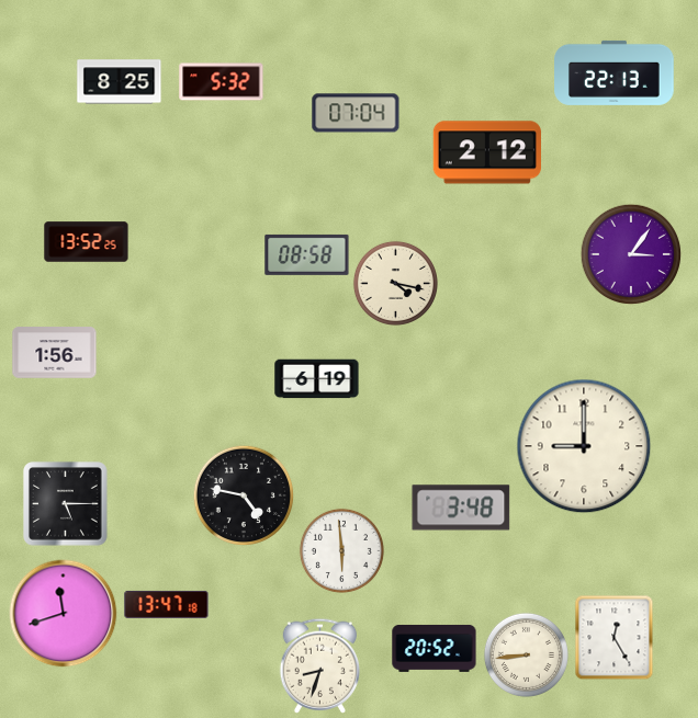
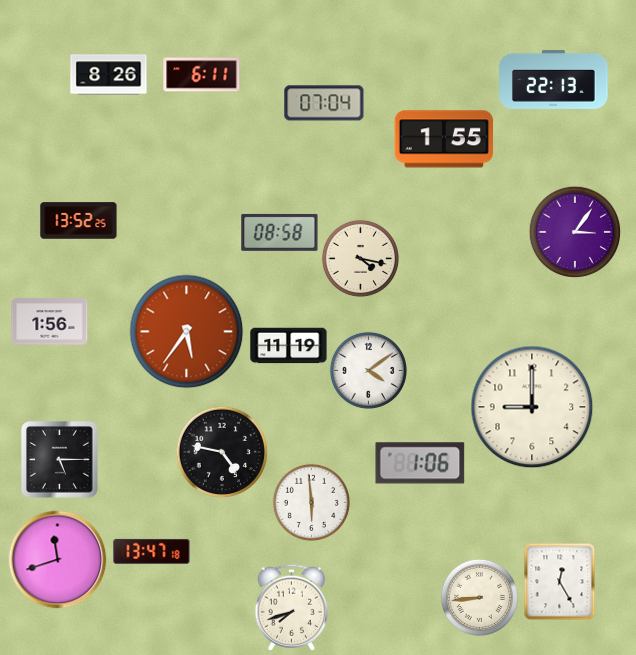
clock at (615, 72) position: (615, 72) -> (554, 79)
clock at (120, 82): 8:25 -> 8:26
clock at (222, 82): 5:32 -> 6:11
clock at (486, 152): 2:12 -> 1:55
clock at (187, 332): none -> 5:36
clock at (317, 379): 6:19 -> 11:19
clock at (368, 370): none -> 4:09
clock at (461, 508): 3:48 -> 1:06
clock at (435, 648): 20:52 -> none
clock at (319, 665): 8:33 -> 7:42
